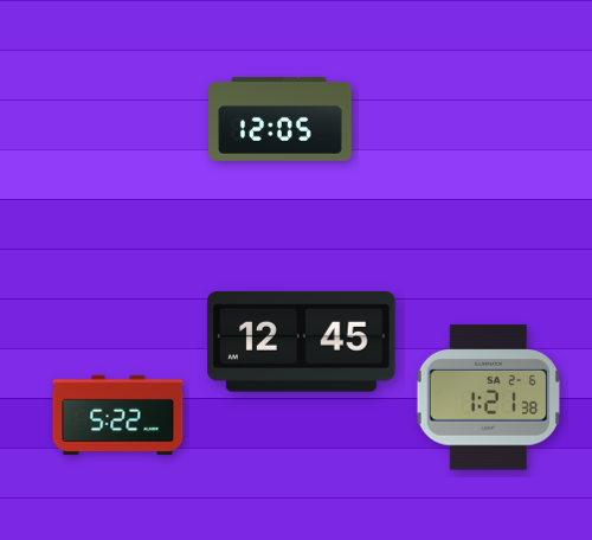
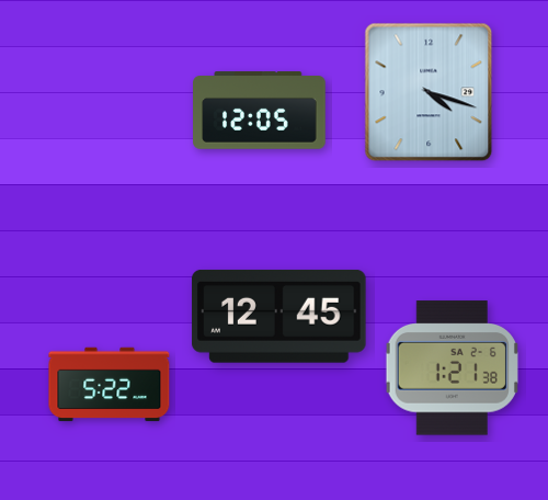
clock at (429, 92): none -> 4:18
